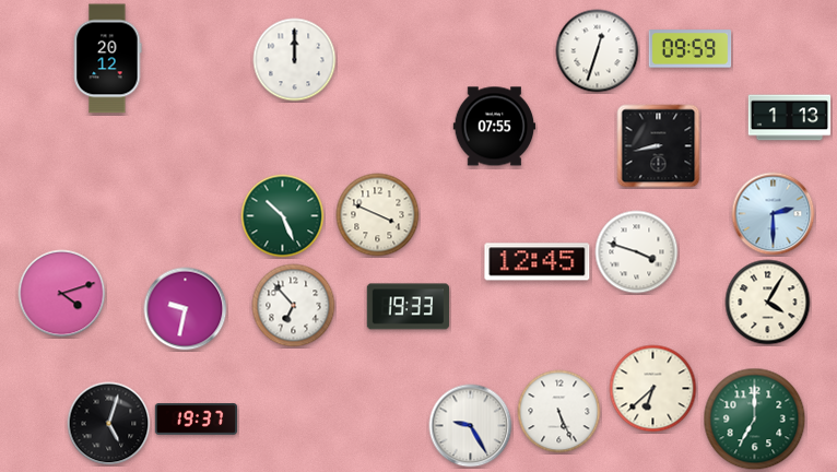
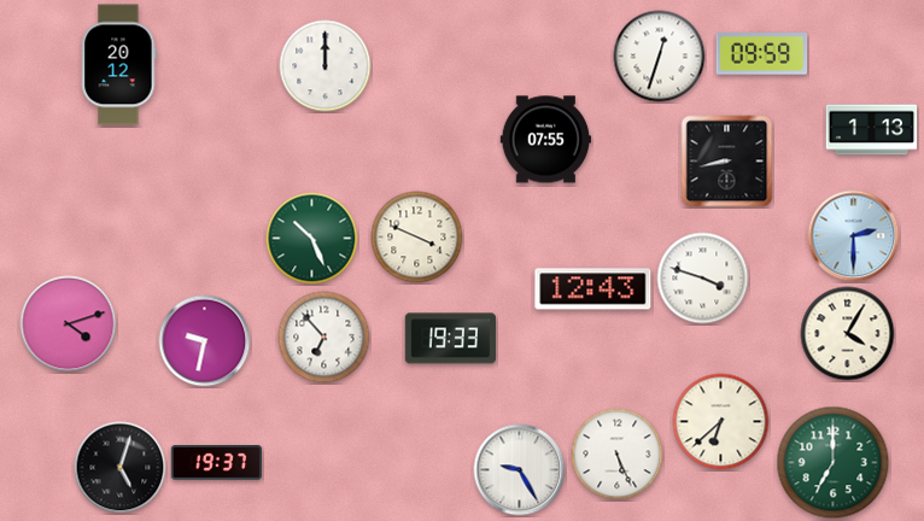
clock at (538, 262): 12:45 -> 12:43
clock at (653, 389) position: (653, 389) -> (721, 422)
